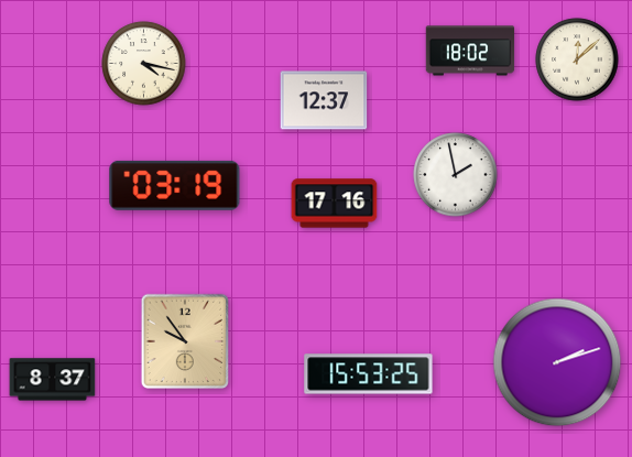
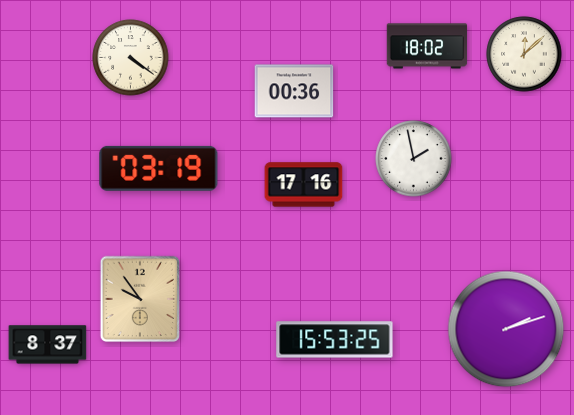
clock at (144, 64): 4:17 -> 4:21
clock at (324, 100): 12:37 -> 00:36
clock at (185, 341) position: (185, 341) -> (140, 299)
